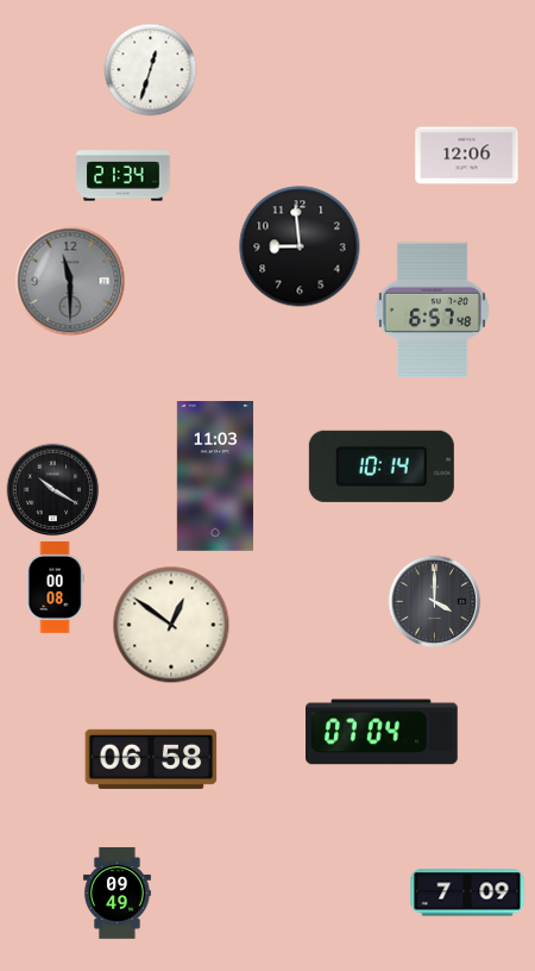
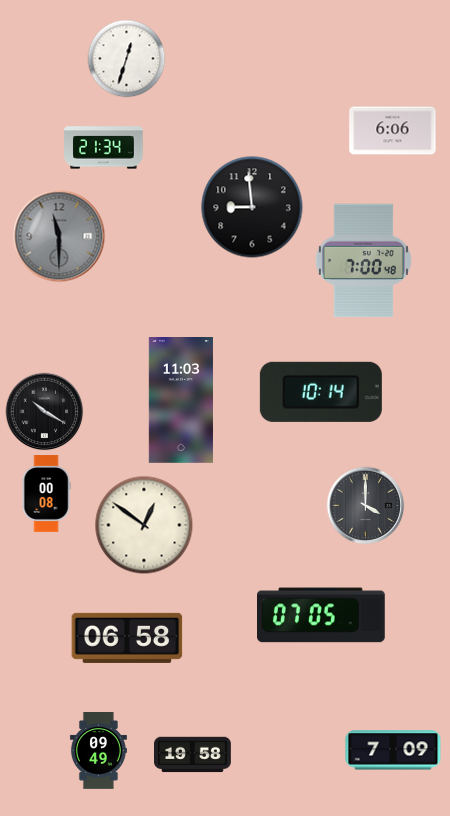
clock at (467, 156): 12:06 -> 6:06
clock at (432, 311): 6:57 -> 7:00
clock at (382, 732): 07:04 -> 07:05
clock at (193, 755): none -> 19:58
